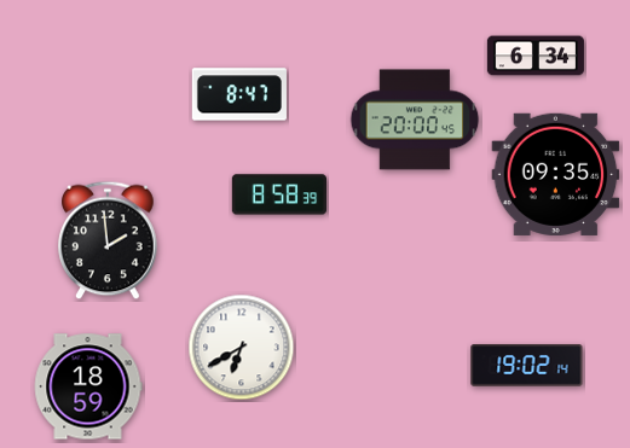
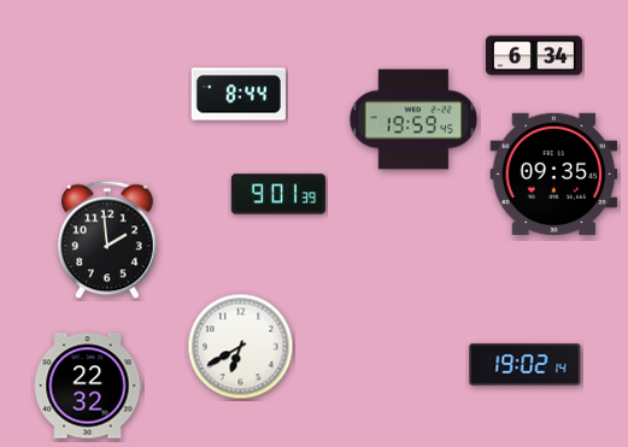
clock at (239, 94): 8:47 -> 8:44
clock at (415, 120): 20:00 -> 19:59
clock at (278, 194): 8:58 -> 9:01
clock at (88, 386): 18:59 -> 22:32
